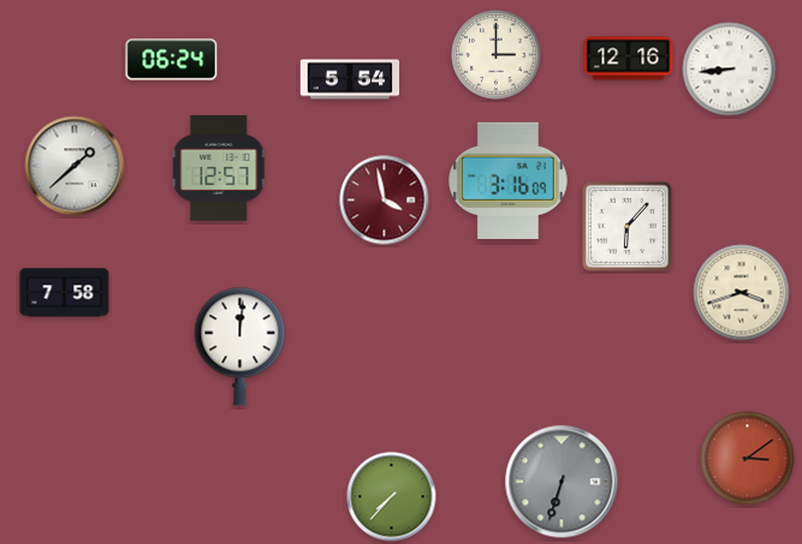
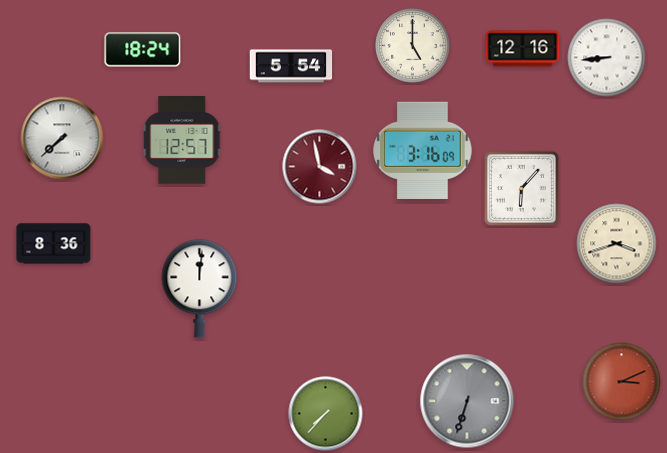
clock at (497, 55): 3:00 -> 5:00
clock at (172, 60): 06:24 -> 18:24
clock at (75, 166): 1:38 -> 7:38
clock at (65, 293): 7:58 -> 8:36
clock at (748, 459): 3:09 -> 3:11
